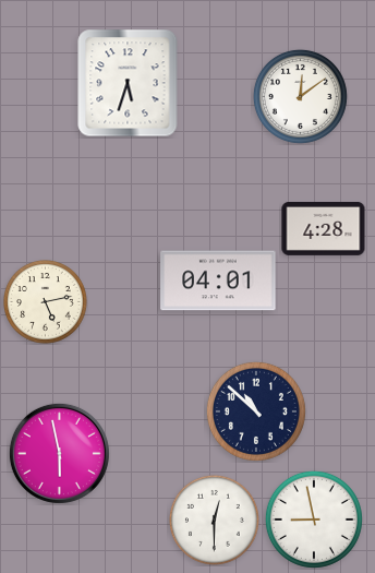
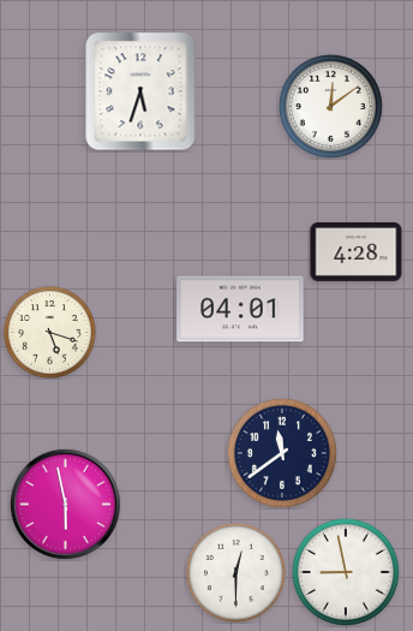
clock at (46, 302): 5:13 -> 5:18
clock at (256, 411): 10:52 -> 11:39
clock at (59, 453) position: (59, 453) -> (65, 504)
